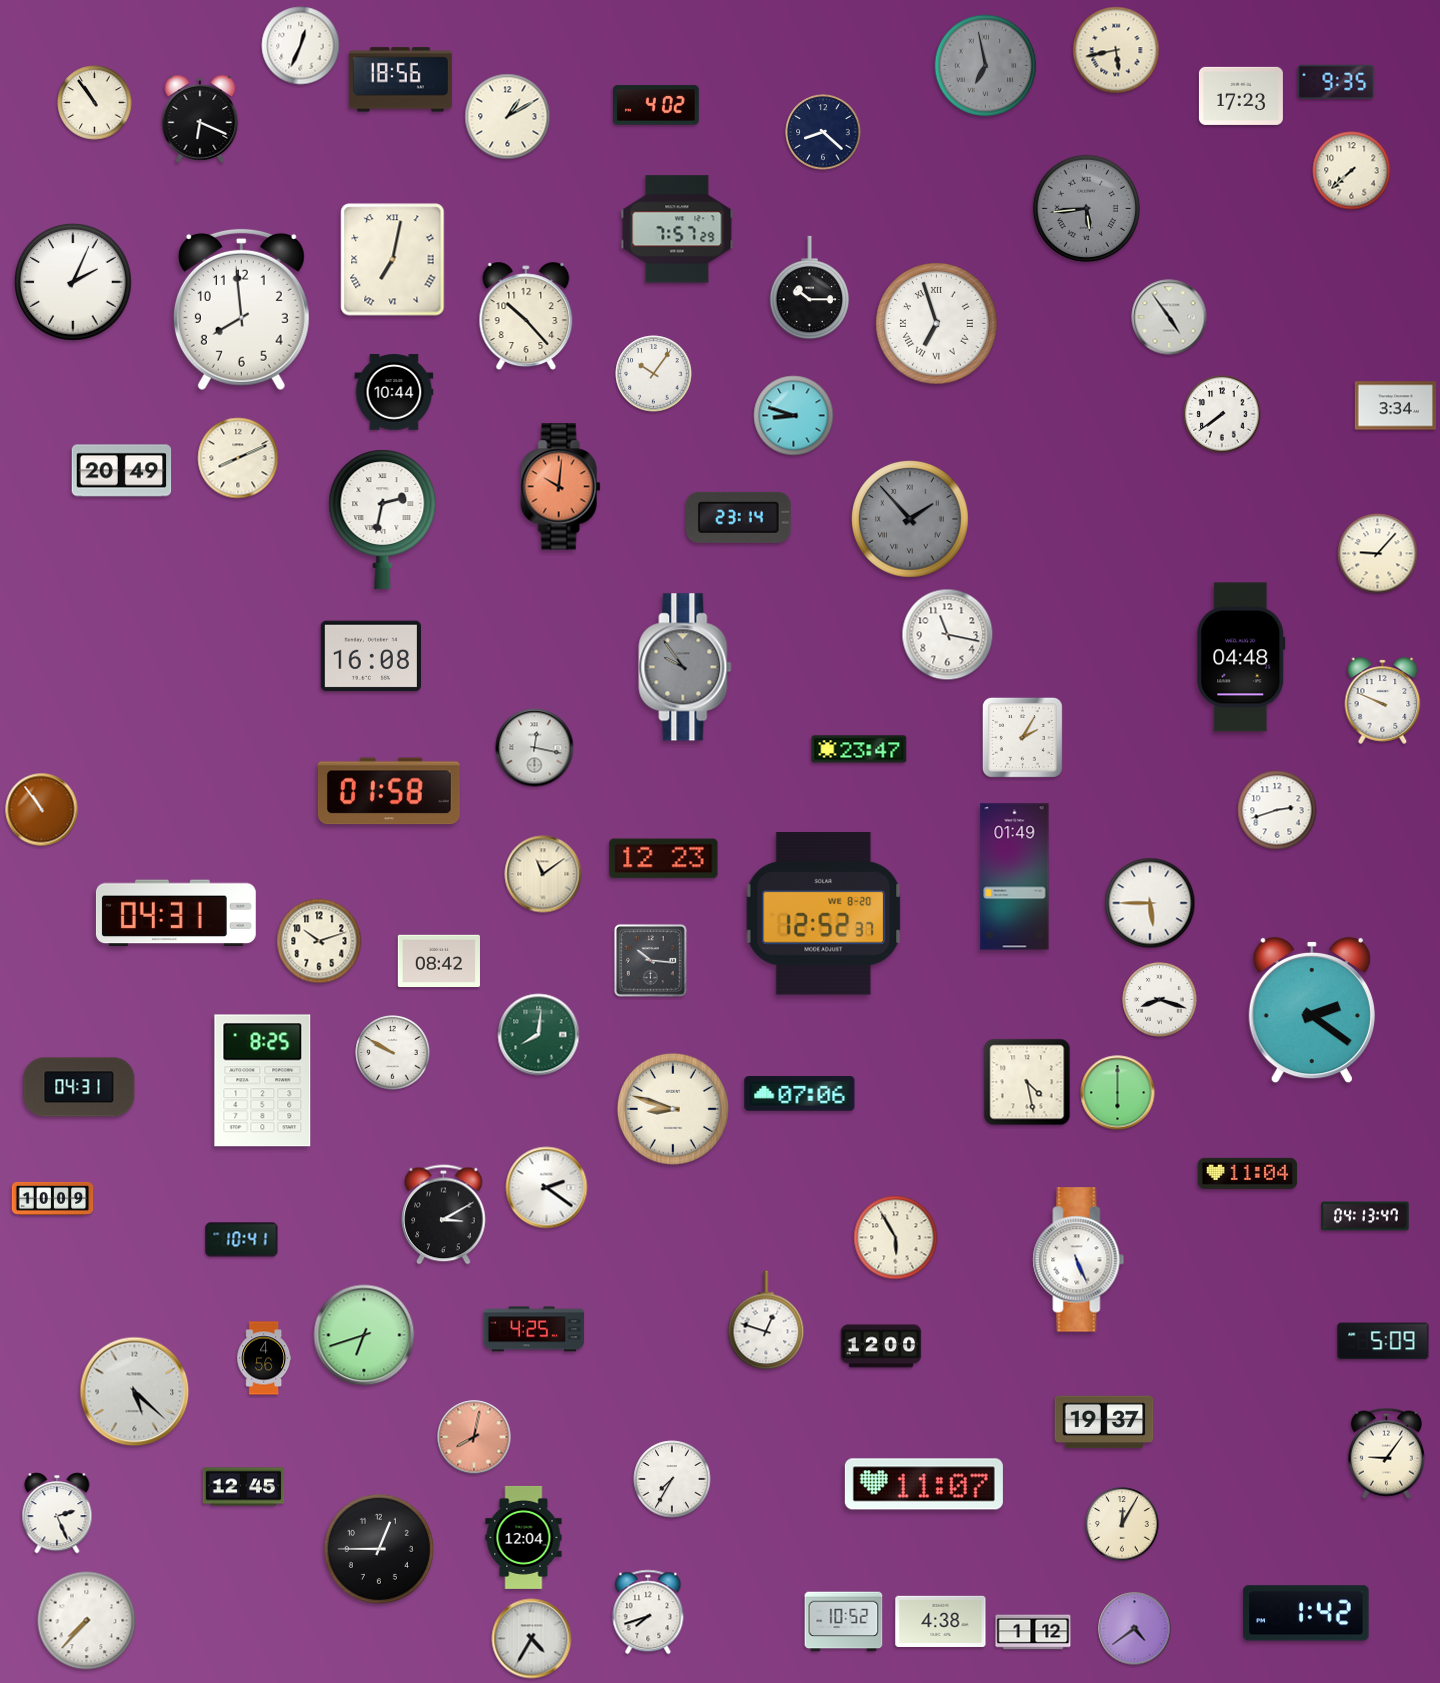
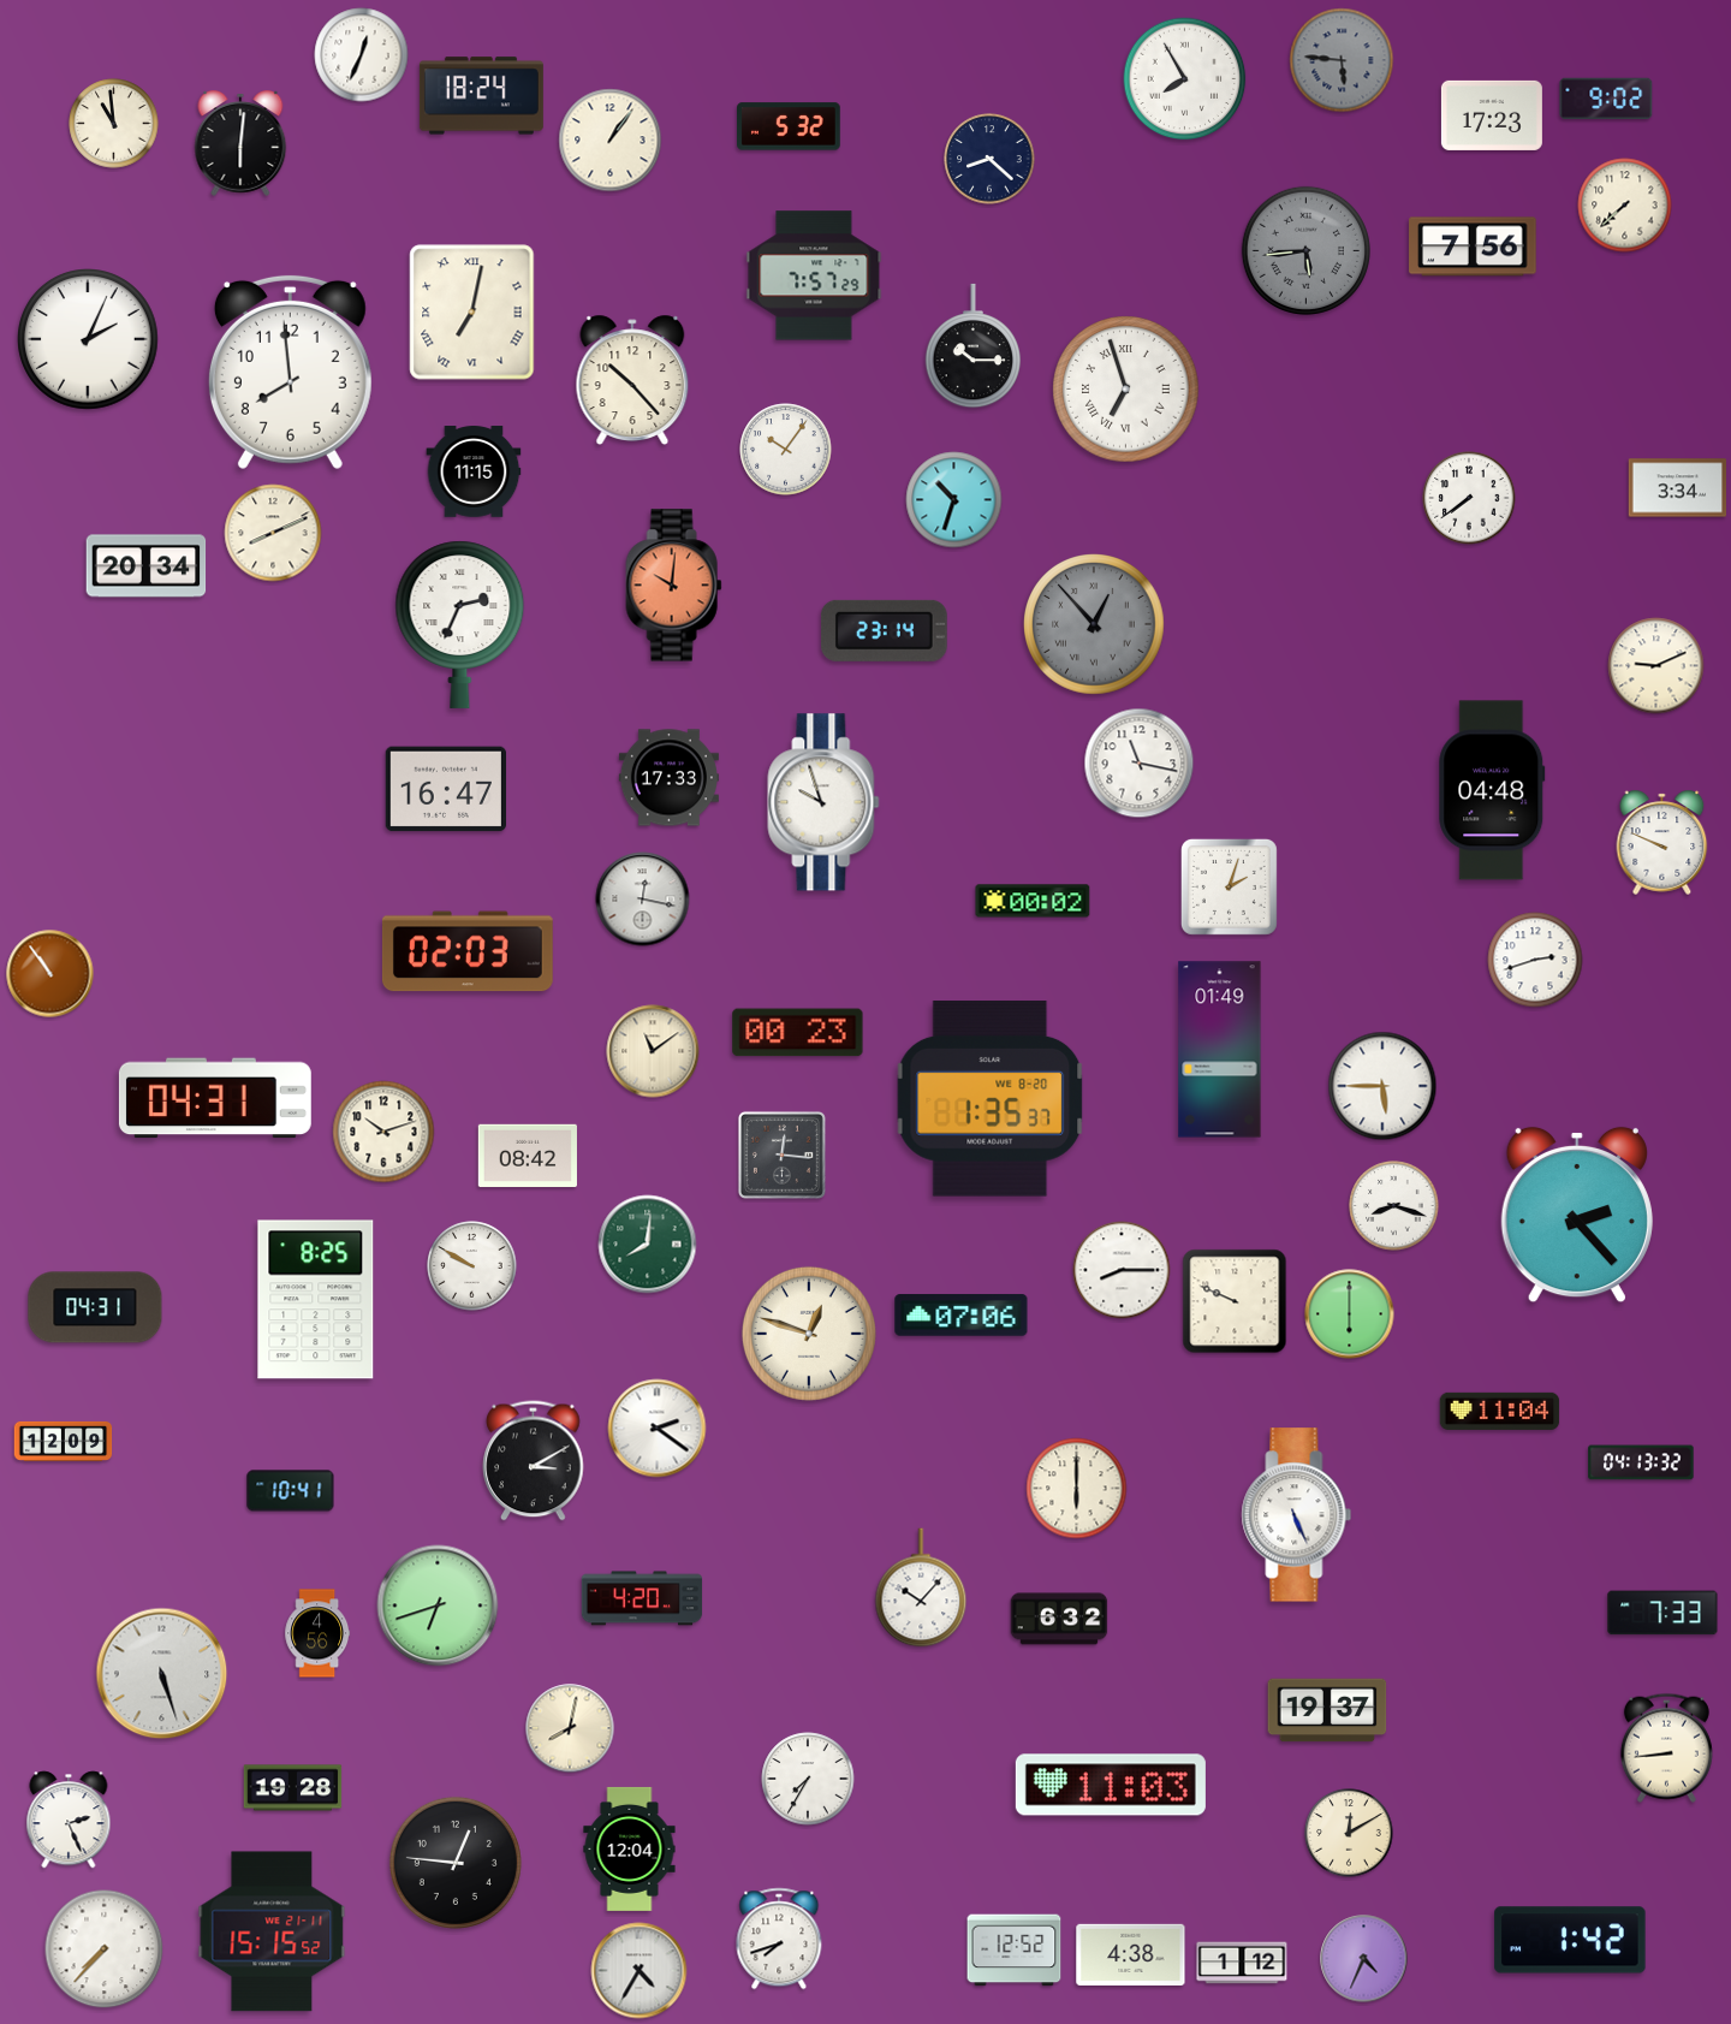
clock at (1116, 50): 5:43 -> 5:46
clock at (1116, 50) dial: cream -> grey
clock at (986, 66): 6:58 -> 7:55
clock at (986, 66) dial: grey -> white
clock at (400, 80): 18:56 -> 18:24
clock at (1336, 82): 9:35 -> 9:02
clock at (95, 103): 10:54 -> 10:59
clock at (657, 105): 4:02 -> 5:32
clock at (508, 117): 1:10 -> 1:06
clock at (200, 119): 6:19 -> 6:01
clock at (1473, 247): none -> 7:56
clock at (1169, 317): 4:54 -> none
clock at (394, 392): 10:44 -> 11:15
clock at (794, 416): 8:48 -> 10:33
clock at (238, 458) position: (238, 458) -> (273, 533)
clock at (122, 471): 20:49 -> 20:34
clock at (738, 517) position: (738, 517) -> (884, 630)
clock at (383, 519): 2:32 -> 2:34
clock at (911, 520): 1:53 -> 12:53
clock at (1378, 554): 9:07 -> 9:11
clock at (668, 778): none -> 17:33
clock at (370, 656): 16:08 -> 16:47
clock at (685, 667): 9:54 -> 9:57
clock at (685, 667) dial: grey -> white
clock at (1022, 737): 2:05 -> 2:03
clock at (859, 749): 23:47 -> 00:02
clock at (389, 791): 01:58 -> 02:03
clock at (1277, 810) position: (1277, 810) -> (1535, 960)
clock at (664, 859): 12:23 -> 00:23
clock at (1015, 877) position: (1015, 877) -> (1220, 1050)
clock at (176, 913) position: (176, 913) -> (215, 1098)
clock at (824, 914): 12:52 -> 1:35
clock at (650, 960): 10:16 -> 12:16
clock at (1160, 1000) position: (1160, 1000) -> (1394, 1206)
clock at (1312, 1010): 2:21 -> 2:23
clock at (1122, 1270): none -> 8:15
clock at (1027, 1082): 4:28 -> 9:49
clock at (1118, 1093) position: (1118, 1093) -> (1350, 1314)
clock at (673, 1109): 8:48 -> 12:48
clock at (53, 1198): 10:09 -> 12:09
clock at (1365, 1216): 04:13:47 -> 04:13:32
clock at (896, 1238): 5:55 -> 6:00
clock at (766, 1320): 12:48 -> 10:07
clock at (534, 1329): 4:25 -> 4:20
clock at (1383, 1341): 5:09 -> 7:33
clock at (881, 1346): 12:00 -> 6:32
clock at (135, 1392): 5:22 -> 5:27
clock at (474, 1437) dial: salmon -> cream
clock at (1386, 1453): 9:06 -> 8:44
clock at (924, 1484): 11:07 -> 11:03
clock at (244, 1487): 12:45 -> 19:28
clock at (1122, 1524): 12:05 -> 12:10
clock at (379, 1549): 12:45 -> 12:46
clock at (272, 1931): none -> 15:15
clock at (941, 1621) position: (941, 1621) -> (1131, 1954)
clock at (844, 1622): 10:52 -> 12:52
clock at (1135, 1629): 4:39 -> 4:34
